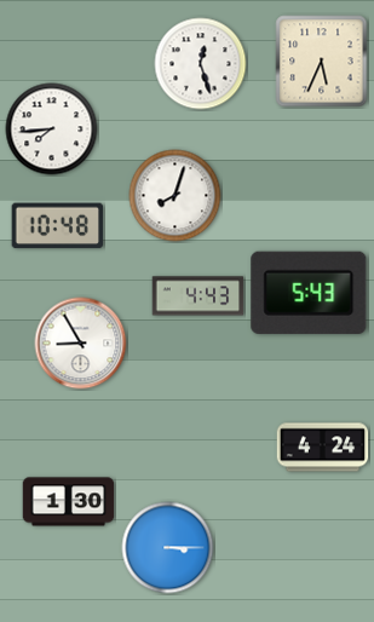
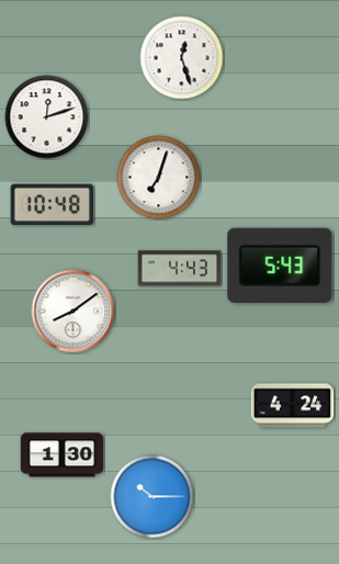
clock at (322, 62): 5:34 -> none
clock at (52, 129): 7:44 -> 12:12
clock at (176, 196): 8:03 -> 7:03
clock at (81, 344): 8:55 -> 8:09
clock at (168, 548): 3:15 -> 10:15
